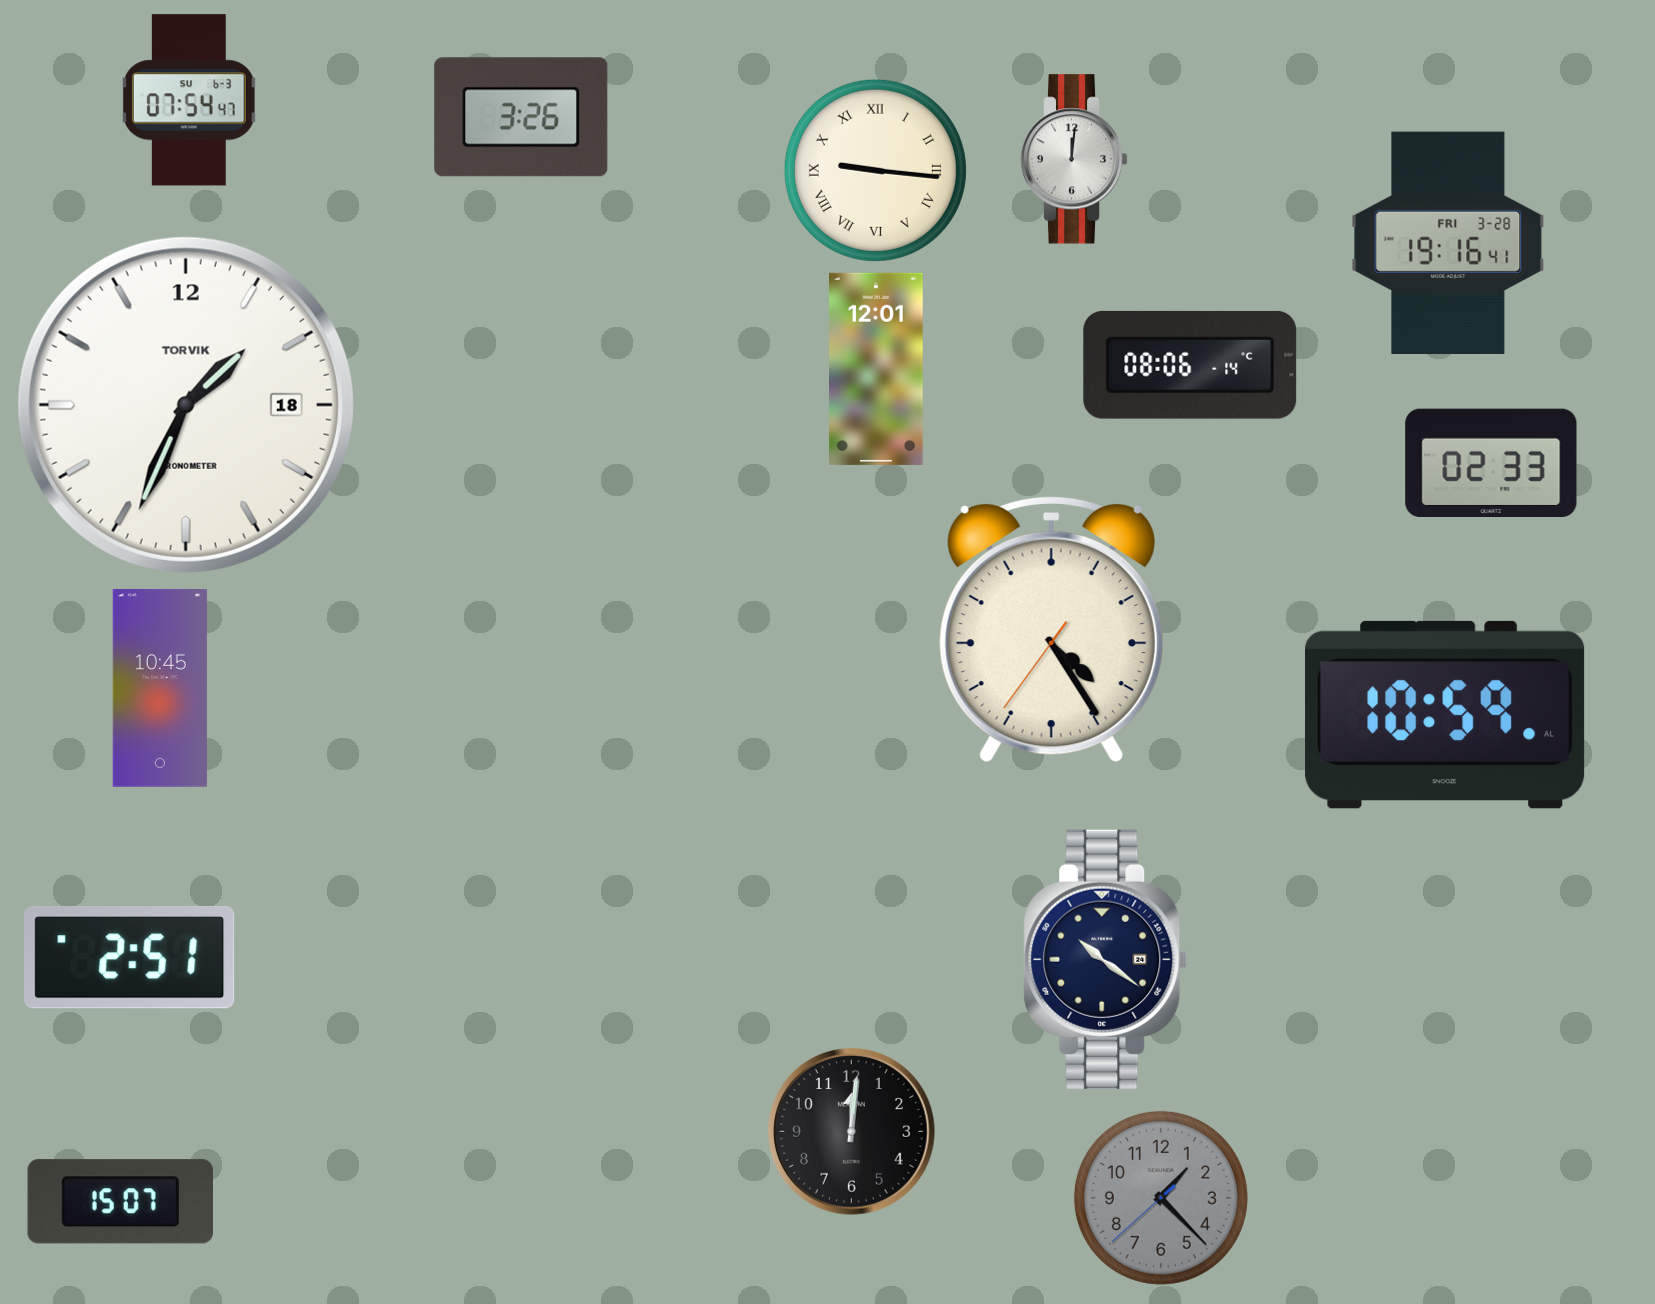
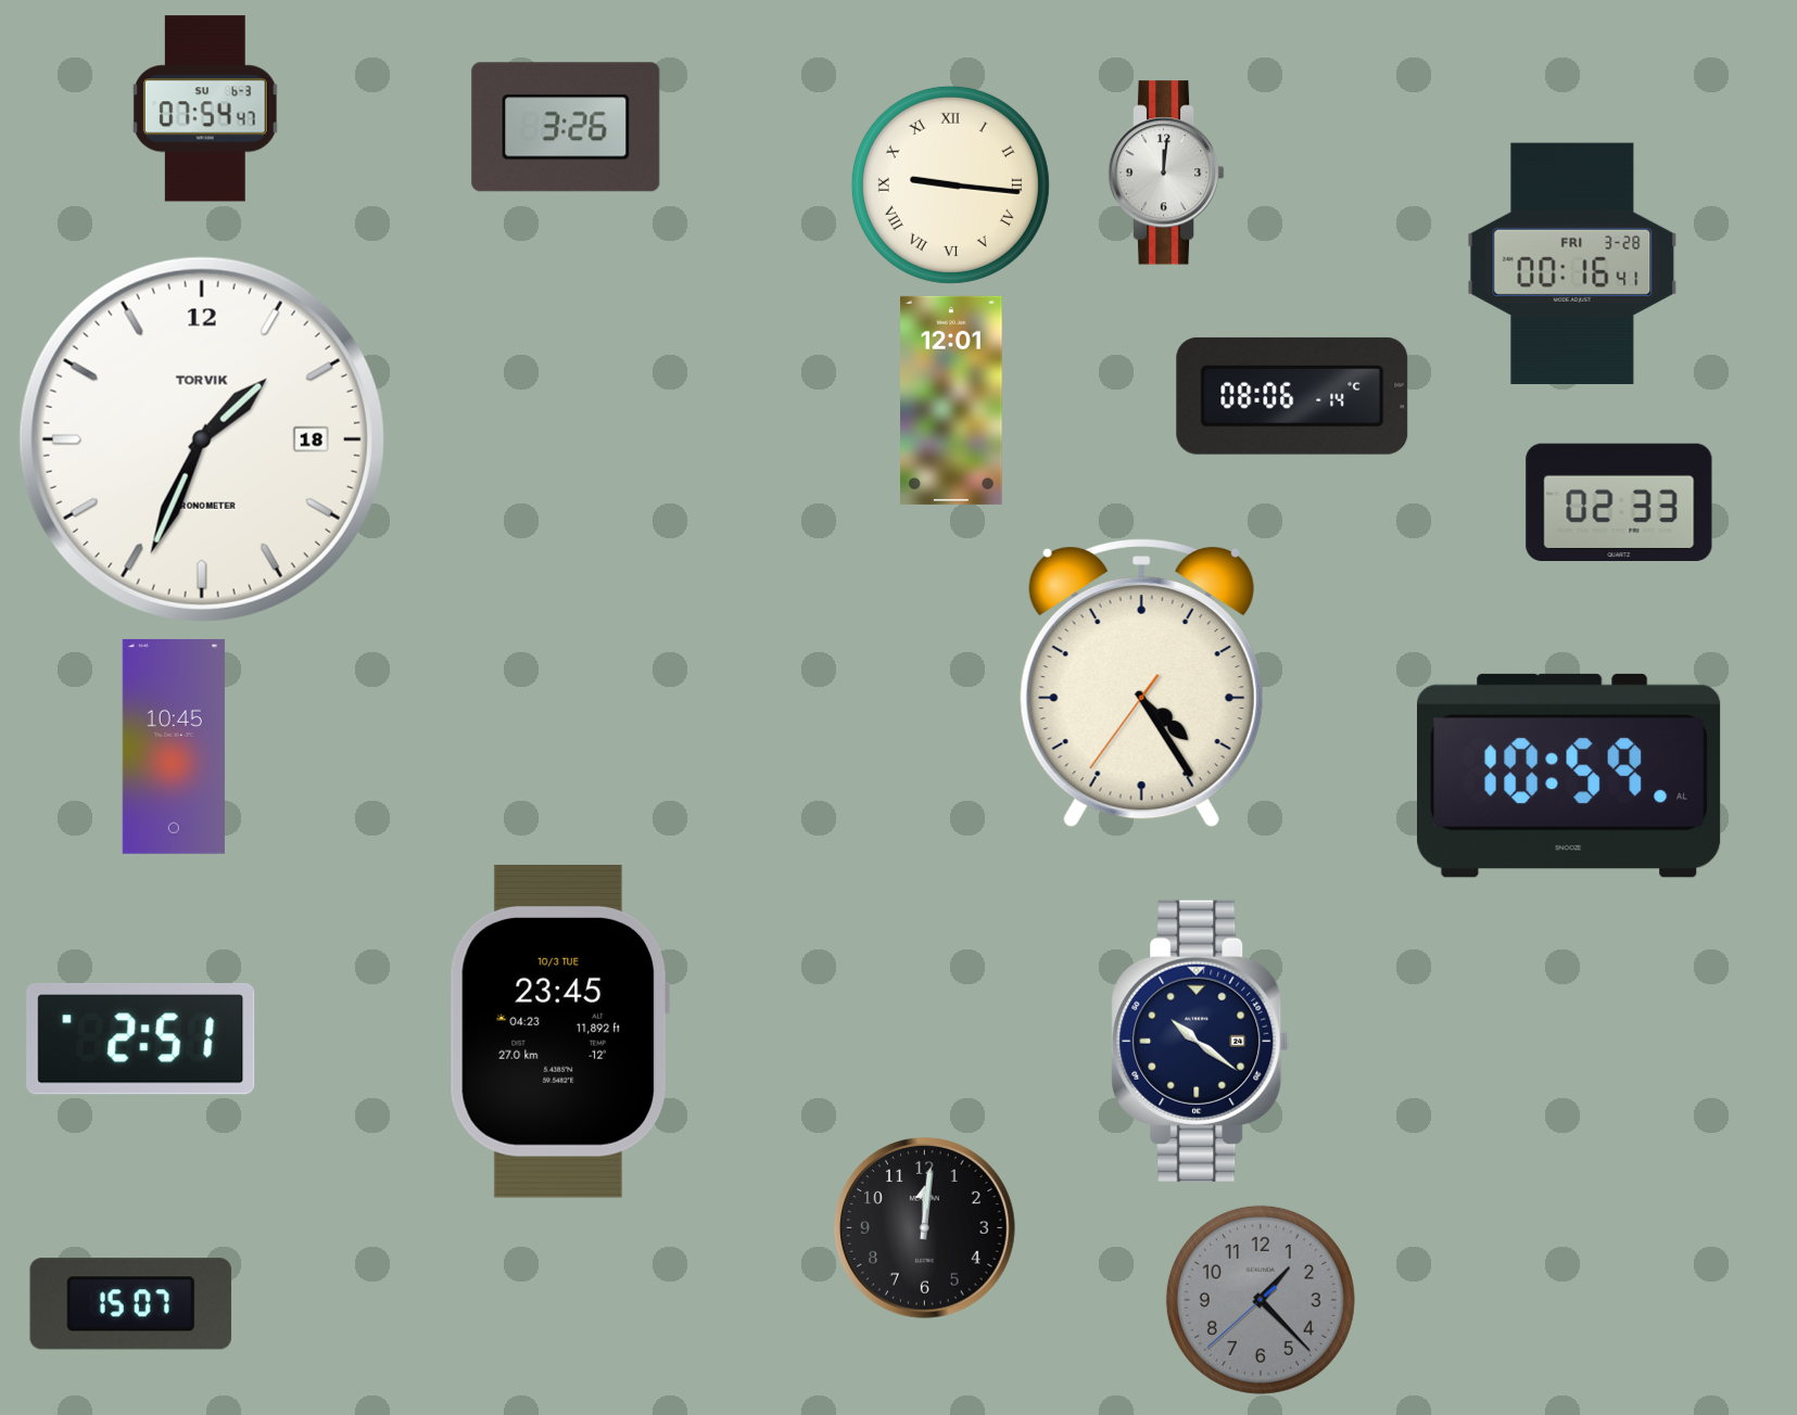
clock at (1448, 242): 19:16 -> 00:16
clock at (558, 1031): none -> 23:45
